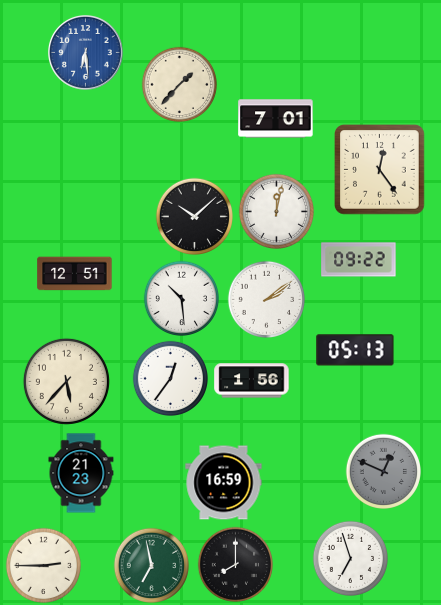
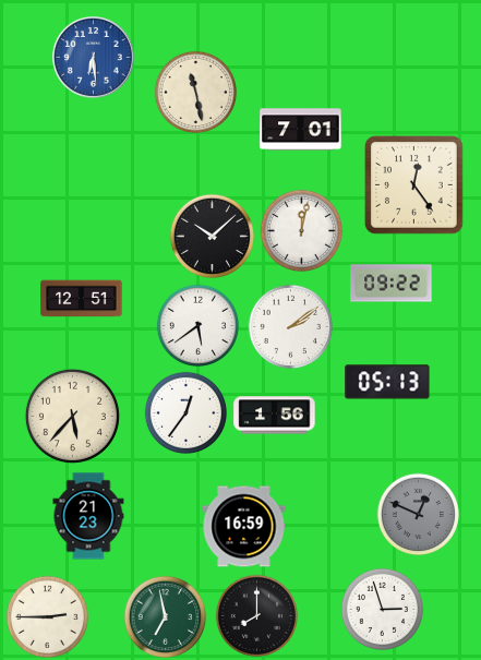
clock at (179, 84): 1:37 -> 11:28
clock at (181, 298): 10:29 -> 5:39
clock at (350, 558): 6:57 -> 2:57
